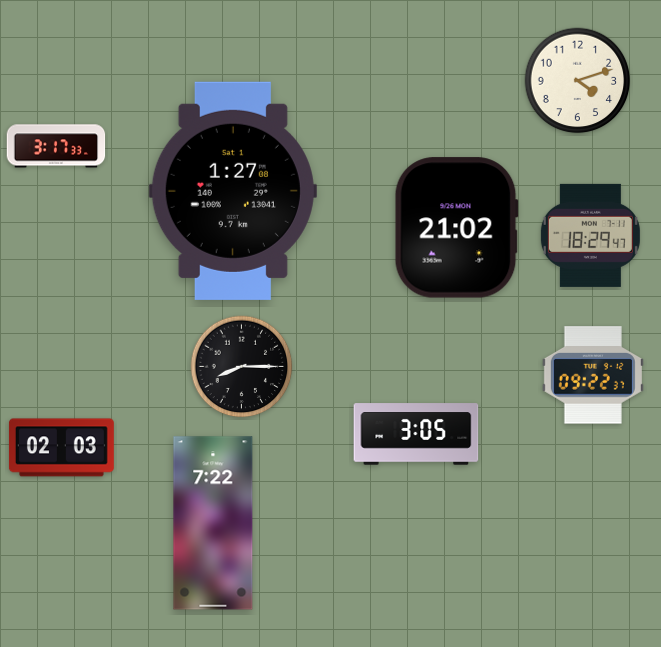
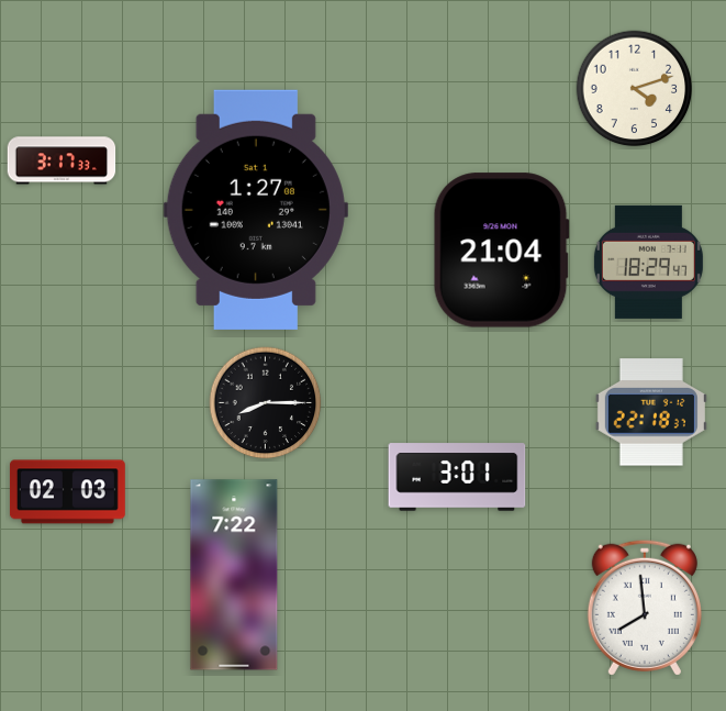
clock at (456, 228): 21:02 -> 21:04
clock at (590, 235) position: (590, 235) -> (648, 262)
clock at (593, 375): 09:22 -> 22:18
clock at (416, 434): 3:05 -> 3:01
clock at (645, 608): none -> 7:59
